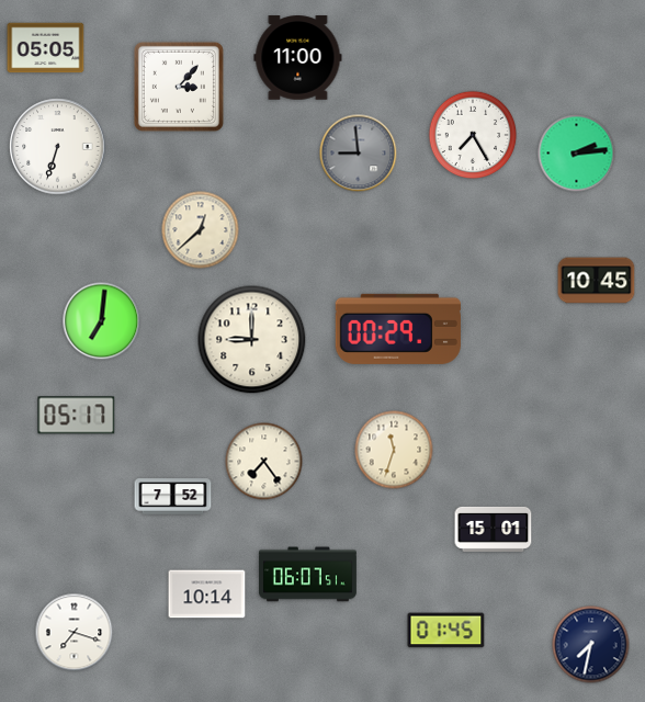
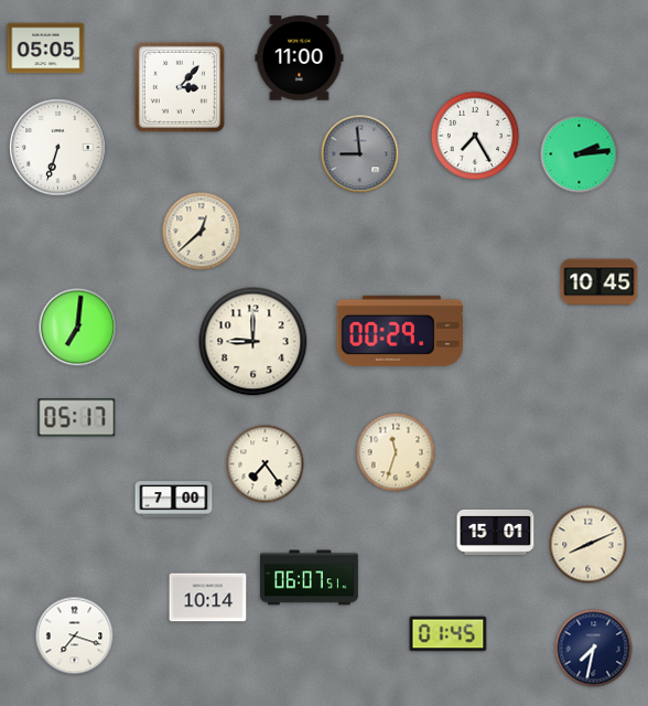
clock at (102, 321) position: (102, 321) -> (78, 328)
clock at (173, 497): 7:52 -> 7:00
clock at (588, 545): none -> 8:11
